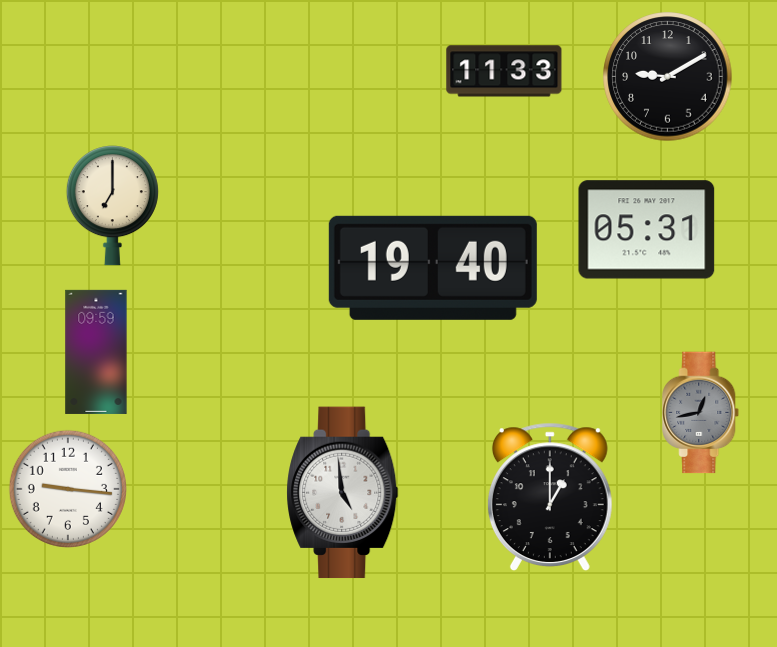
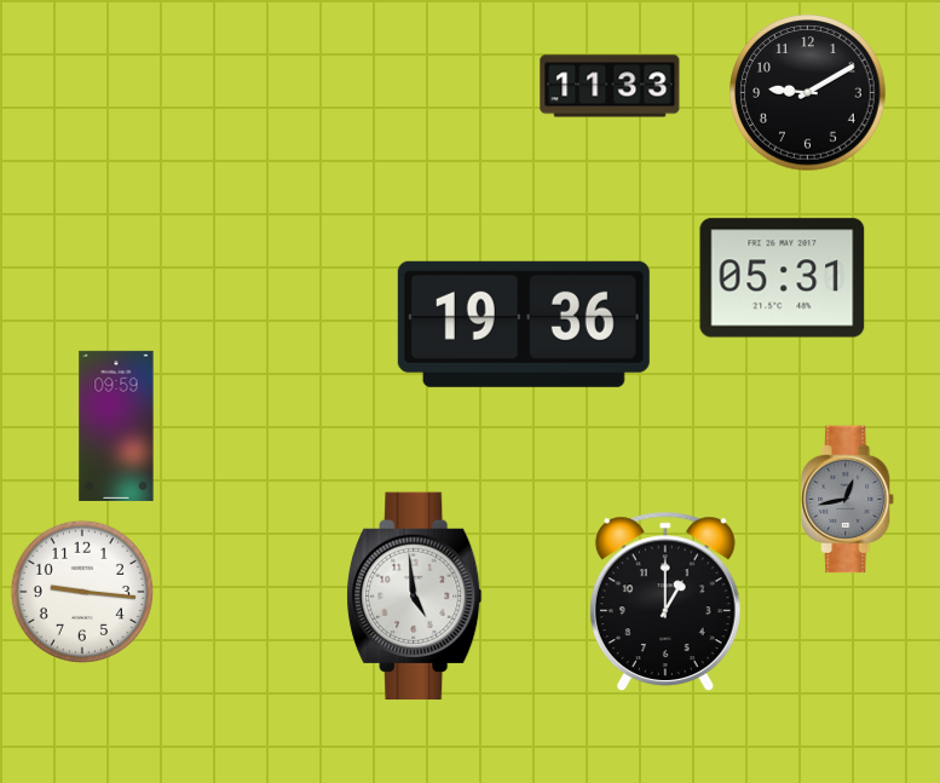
clock at (112, 206): 7:00 -> none
clock at (433, 268): 19:40 -> 19:36
